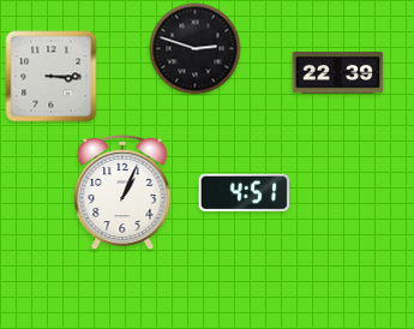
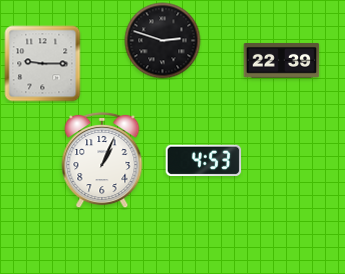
clock at (52, 77): 3:15 -> 9:15
clock at (245, 192): 4:51 -> 4:53
